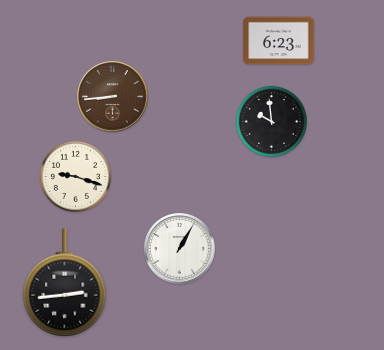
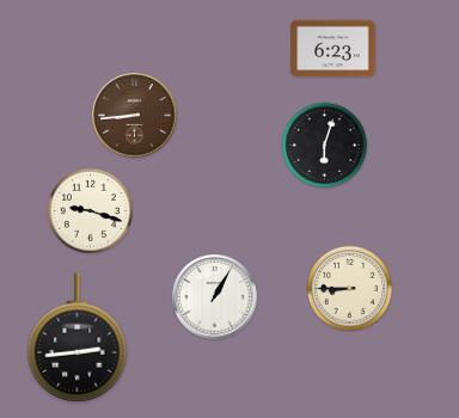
clock at (271, 121): 9:59 -> 6:03
clock at (349, 288): none -> 8:45
